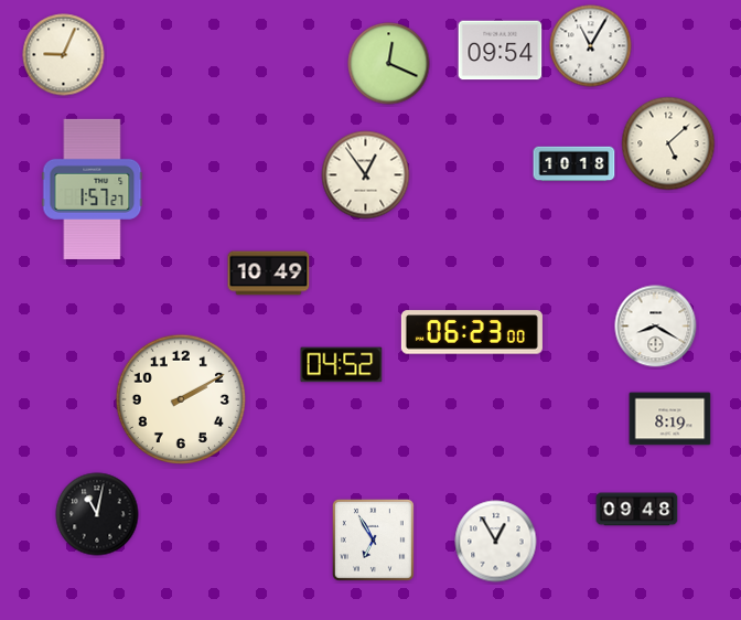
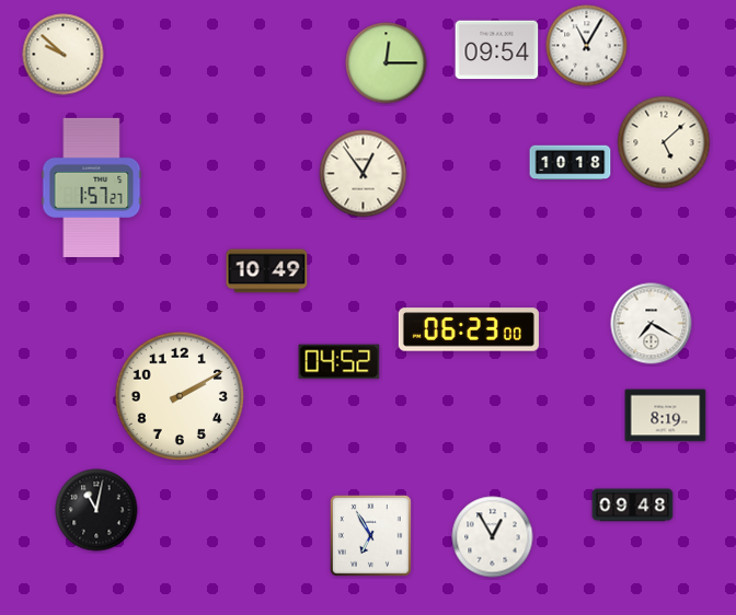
clock at (64, 55): 9:04 -> 9:52
clock at (389, 64): 12:19 -> 12:15
clock at (656, 327): 8:20 -> 7:20
